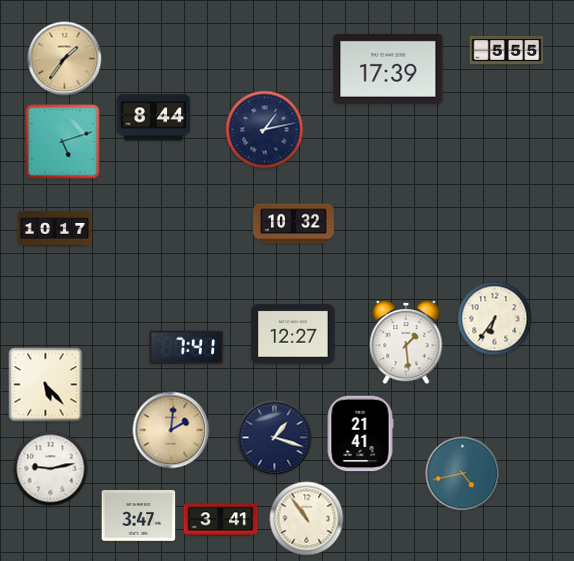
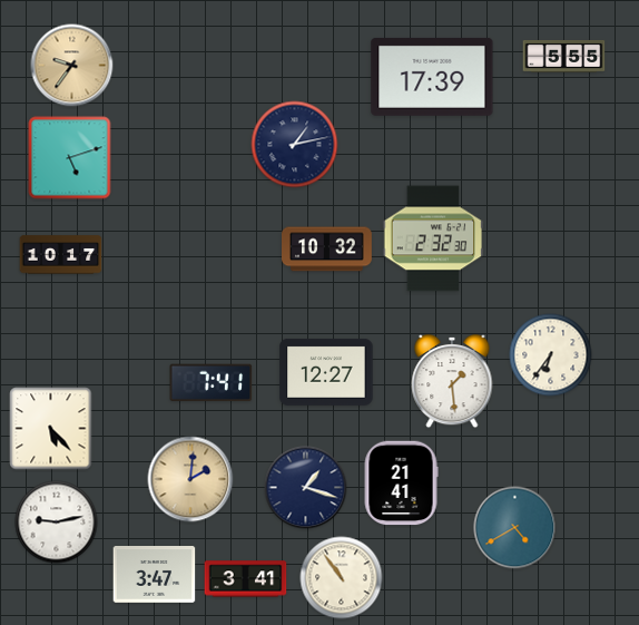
clock at (65, 59): 1:36 -> 9:36
clock at (154, 118): 8:44 -> none
clock at (433, 238): none -> 2:32
clock at (187, 347) position: (187, 347) -> (212, 382)
clock at (463, 474): 4:43 -> 4:40
